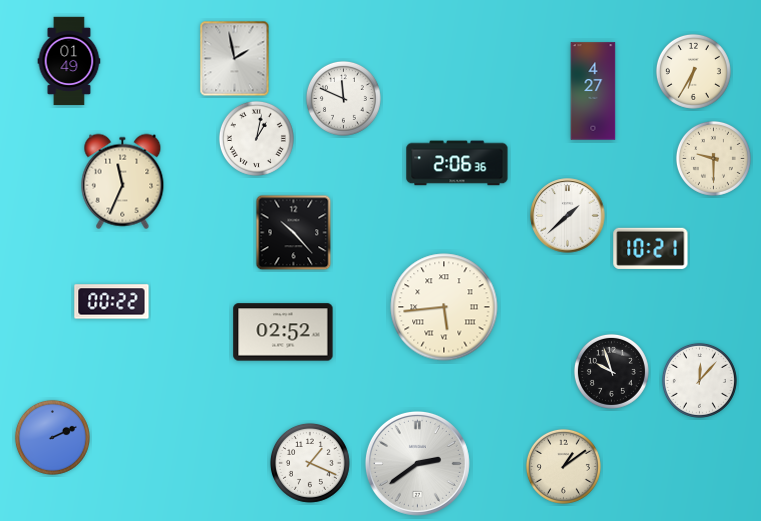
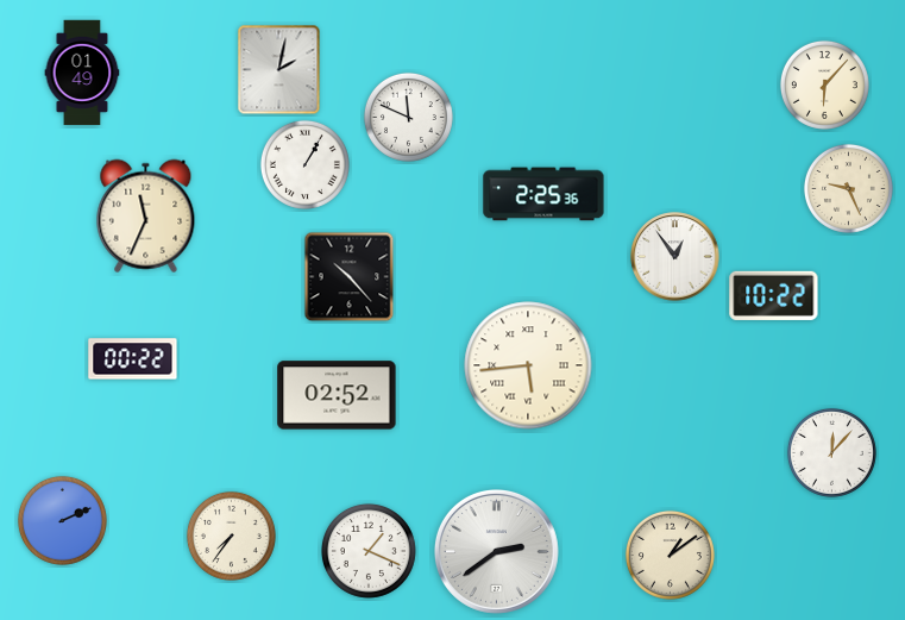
clock at (235, 59): 1:58 -> 2:02
clock at (693, 71): 6:35 -> 6:07
clock at (593, 91): 4:27 -> none
clock at (256, 138): 1:02 -> 1:05
clock at (713, 158): 9:30 -> 9:26
clock at (457, 163): 2:06 -> 2:25
clock at (568, 216): 1:38 -> 12:54
clock at (651, 248): 10:21 -> 10:22
clock at (611, 371): 9:57 -> none
clock at (231, 536): none -> 7:36
